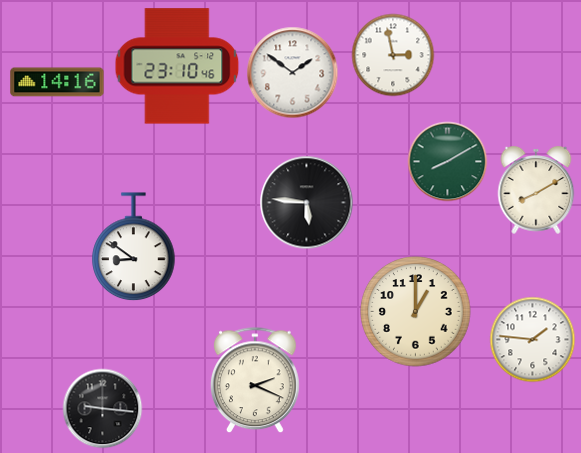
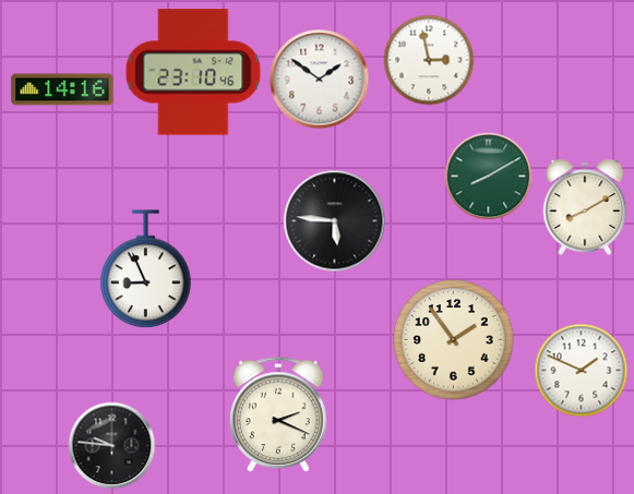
clock at (134, 247): 8:51 -> 8:56
clock at (416, 312): 1:00 -> 1:54
clock at (532, 339): 1:46 -> 1:49
clock at (102, 408): 9:16 -> 9:46
